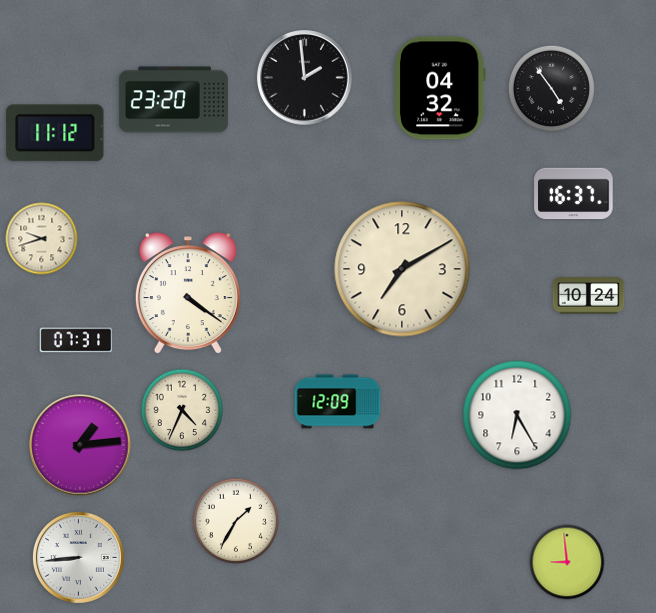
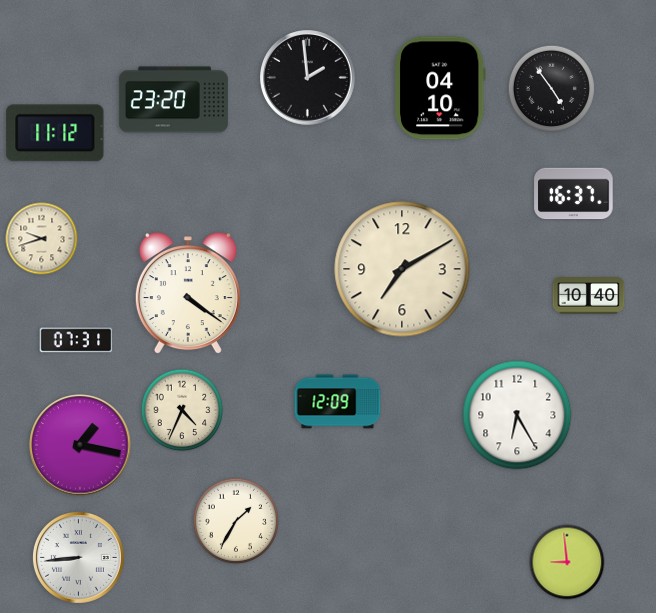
clock at (305, 78) position: (305, 78) -> (308, 78)
clock at (440, 88): 04:32 -> 04:10
clock at (589, 296): 10:24 -> 10:40
clock at (80, 445): 1:14 -> 1:17
